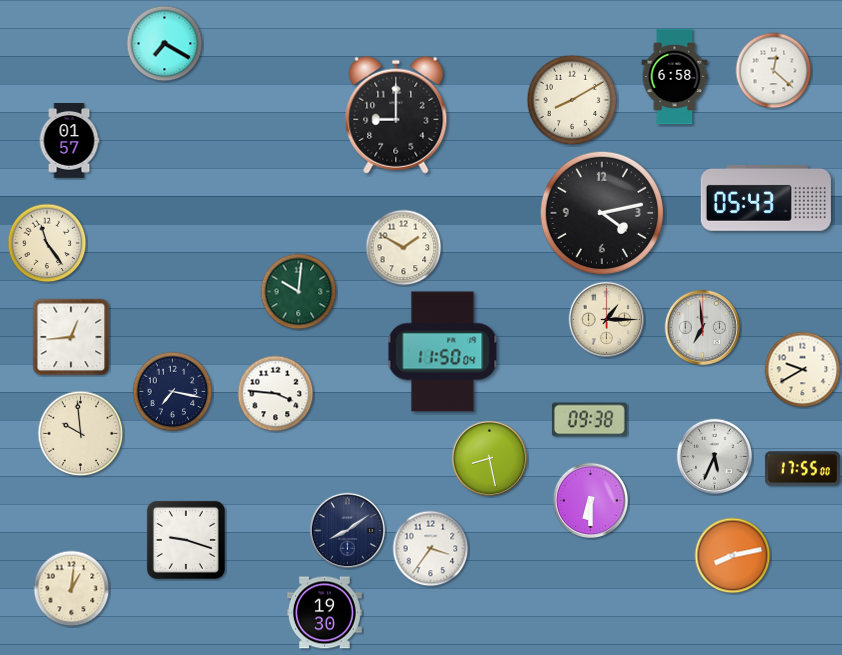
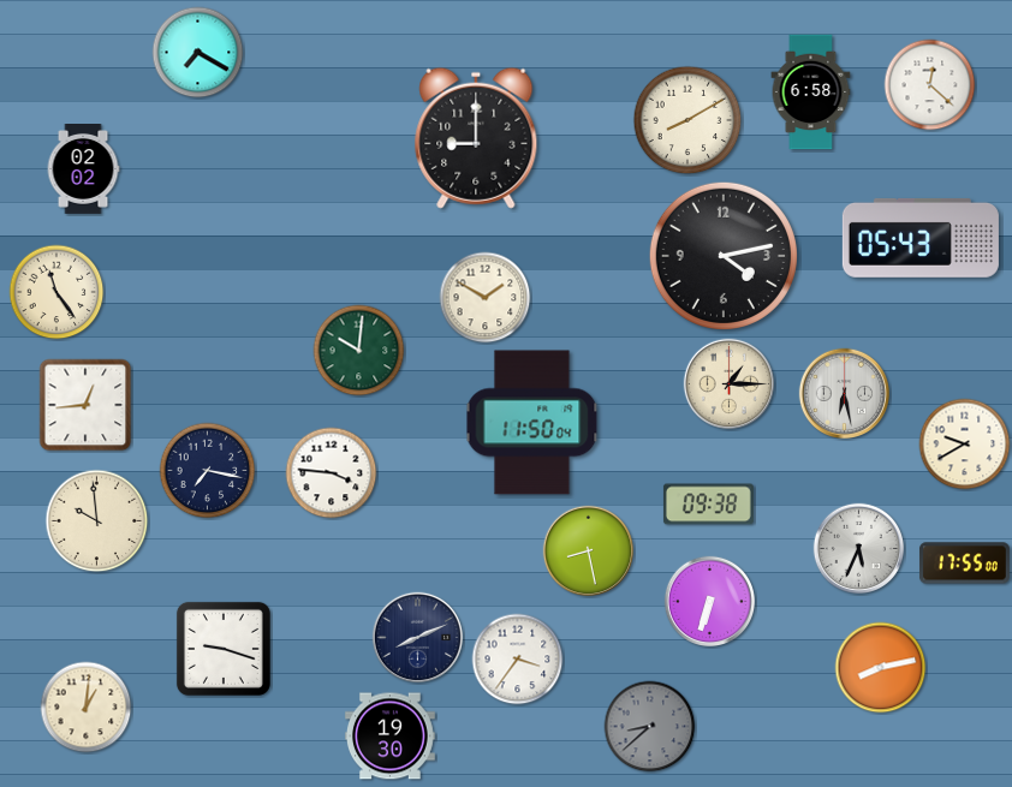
clock at (69, 141): 01:57 -> 02:02
clock at (703, 328): 6:59 -> 6:28
clock at (591, 501): 6:30 -> 6:33
clock at (348, 531): 8:09 -> 8:11
clock at (650, 727): none -> 8:38
